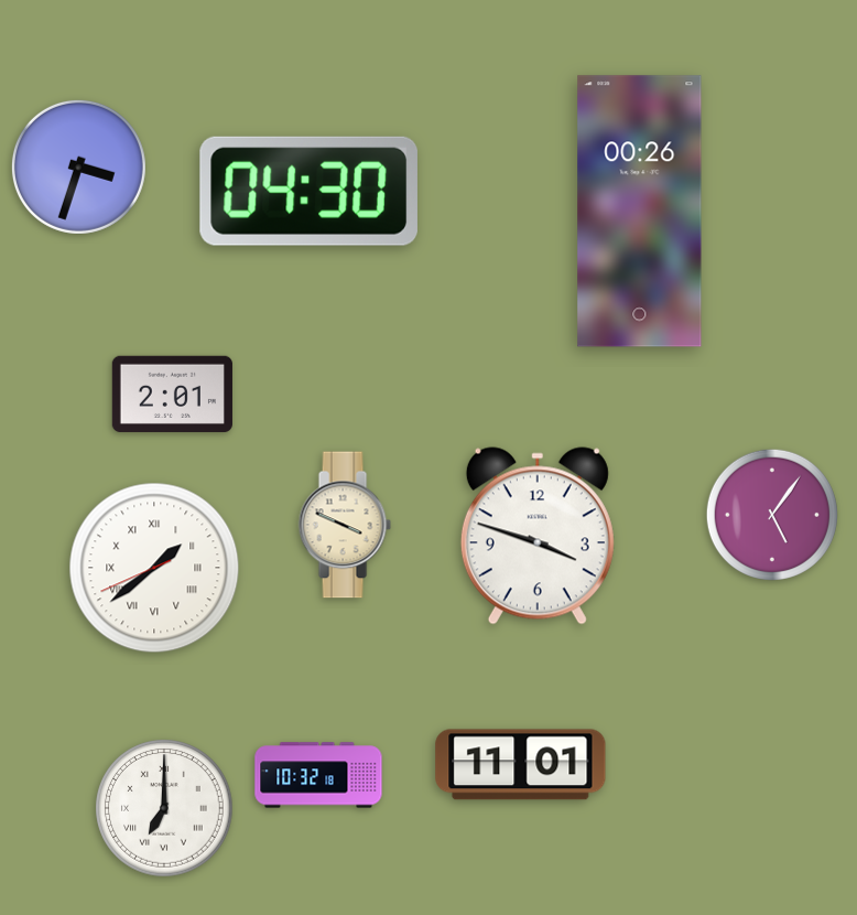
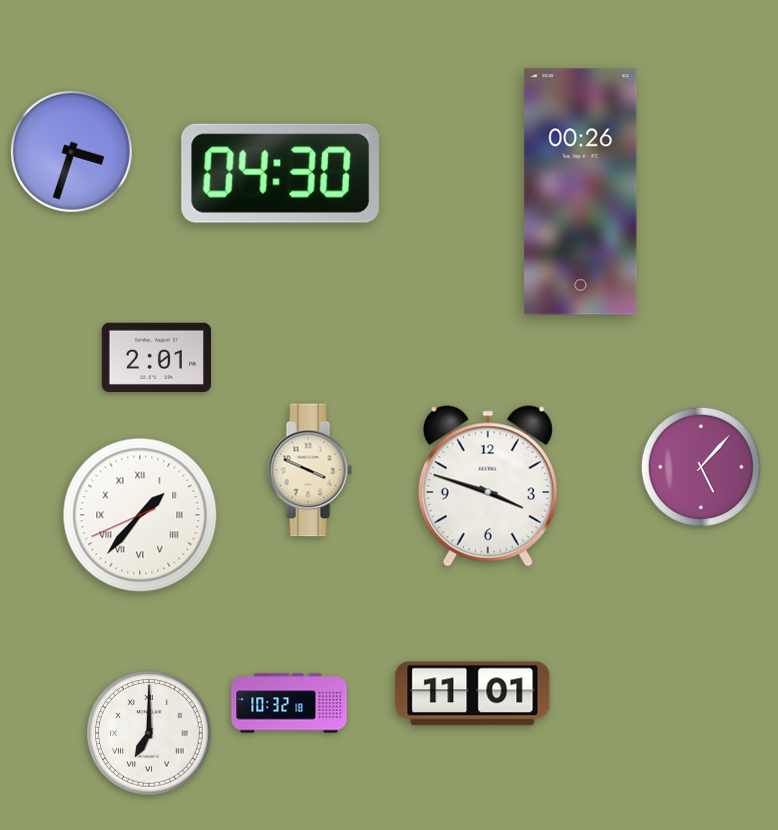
clock at (772, 515): 5:06 -> 5:07
clock at (345, 525) position: (345, 525) -> (310, 470)
clock at (154, 568): 1:38 -> 1:36
